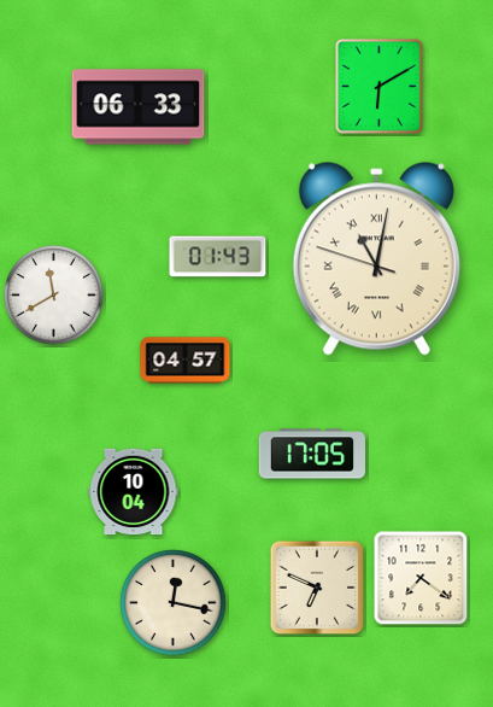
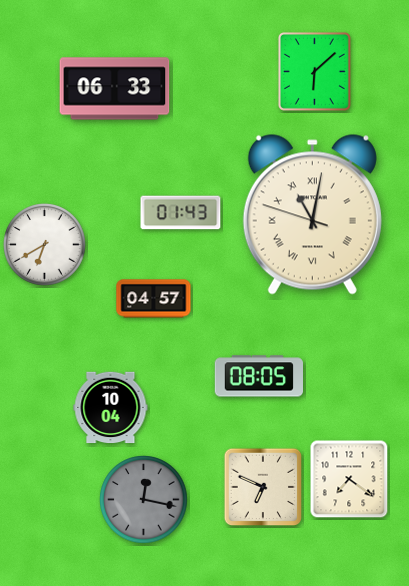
clock at (378, 86): 6:10 -> 6:08
clock at (54, 296): 11:40 -> 6:40
clock at (311, 454): 17:05 -> 08:05
clock at (174, 603) dial: cream -> grey
